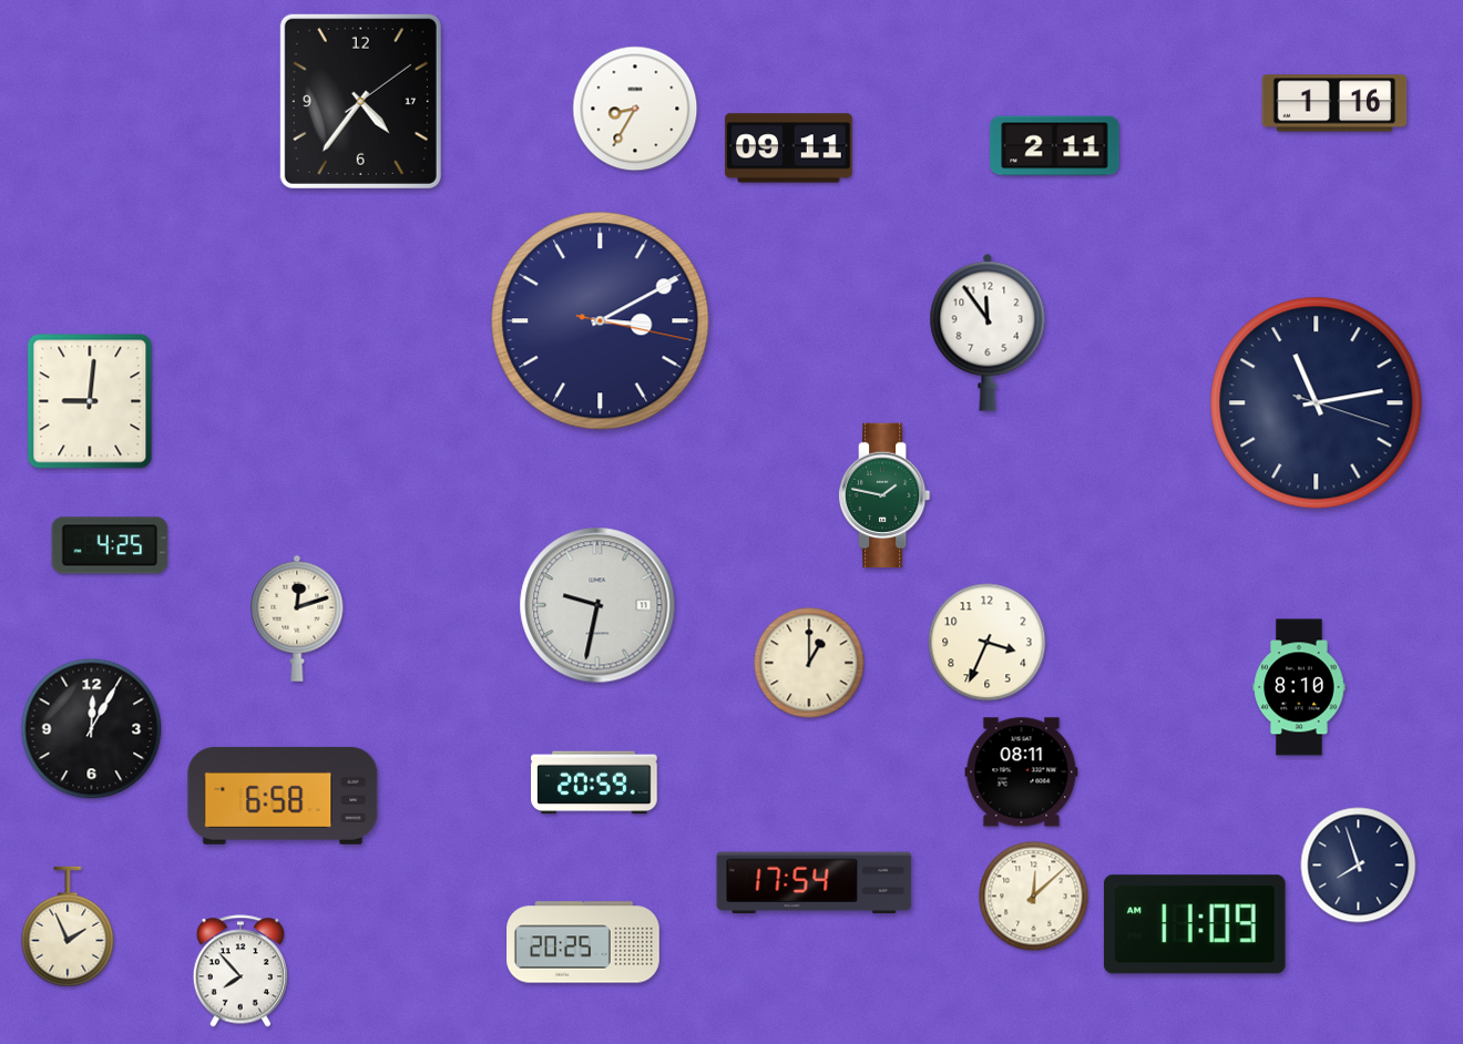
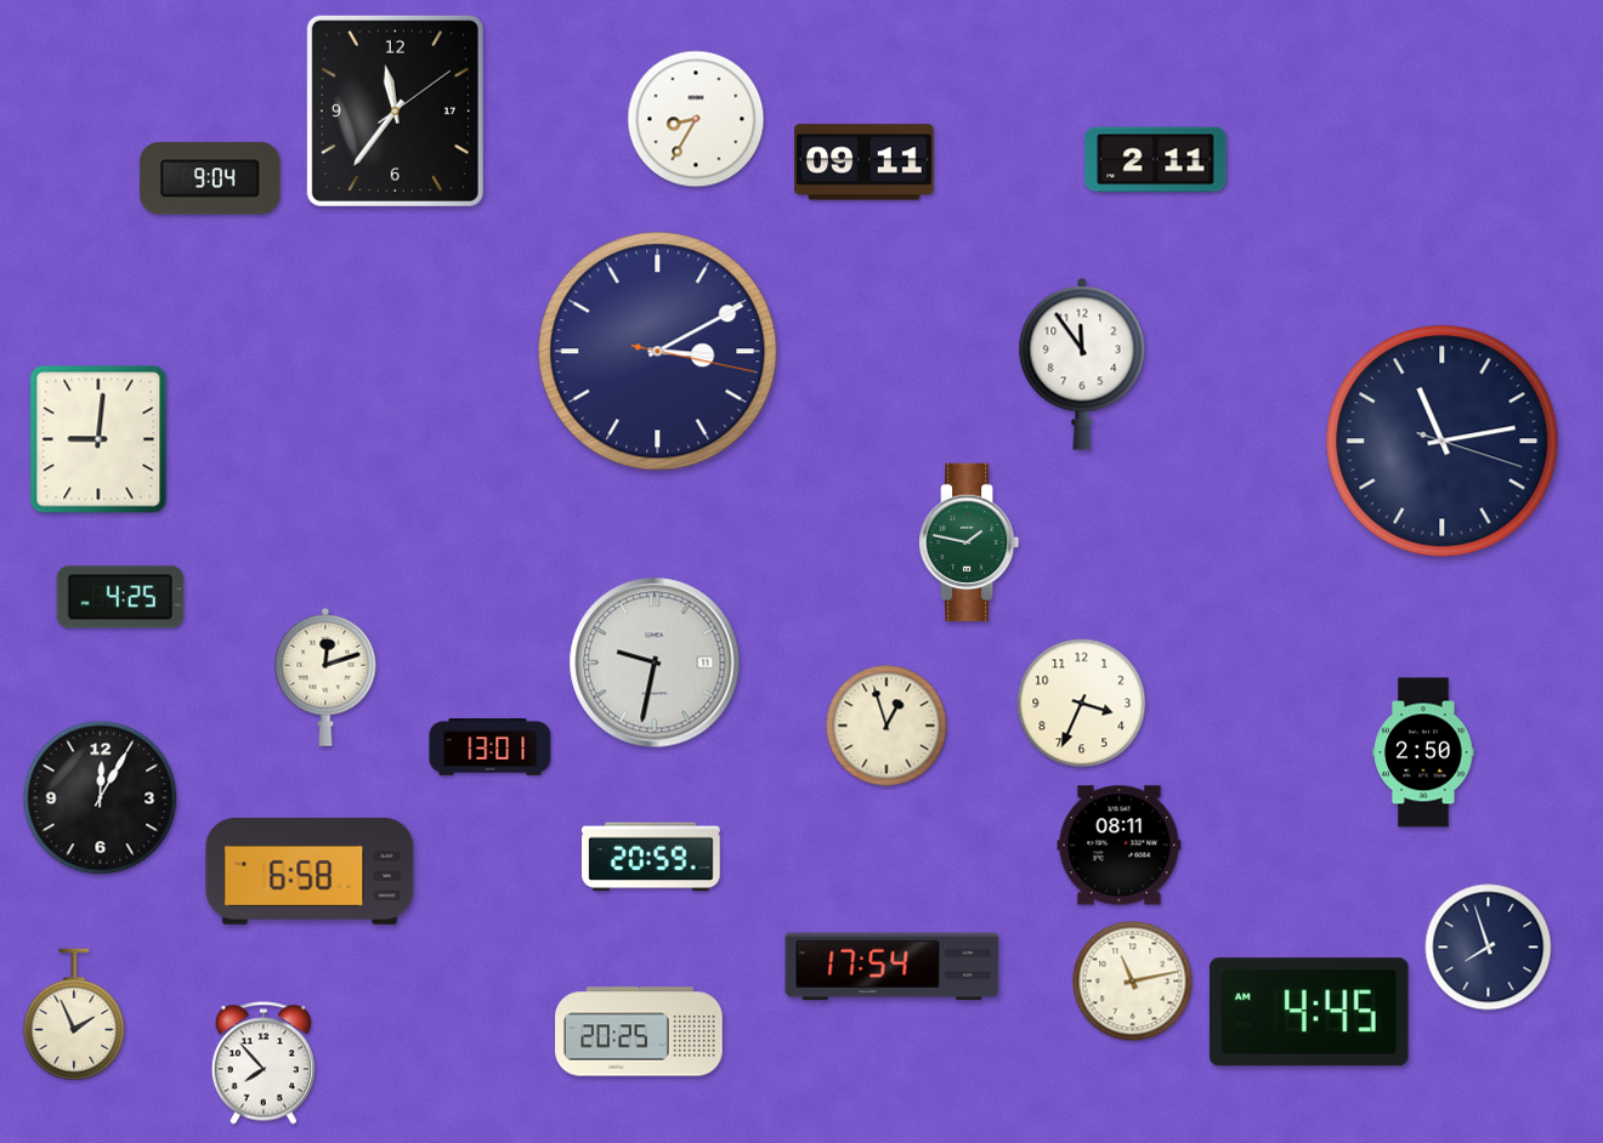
clock at (360, 101): 4:36 -> 11:36
clock at (1334, 103): 1:16 -> none
clock at (210, 178): none -> 9:04
clock at (809, 663): 1:00 -> 12:57
clock at (491, 747): none -> 13:01
clock at (1299, 687): 8:10 -> 2:50
clock at (1034, 897): 12:08 -> 11:13
clock at (1195, 924): 11:09 -> 4:45
